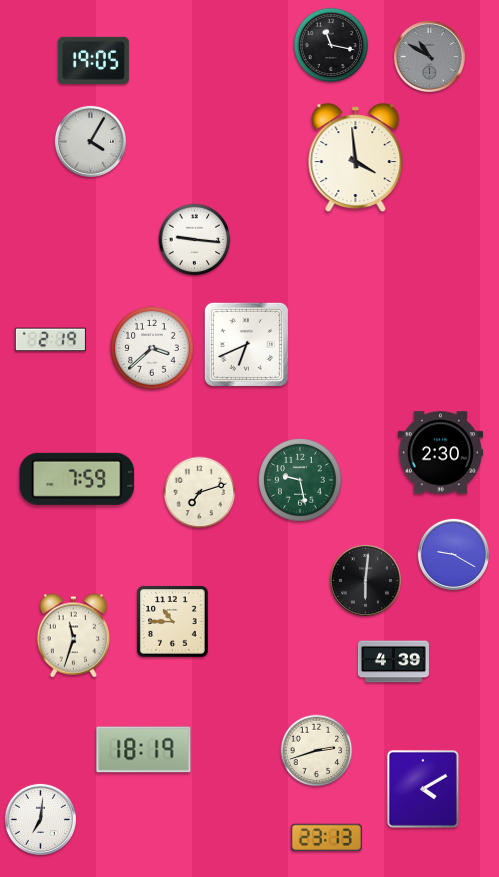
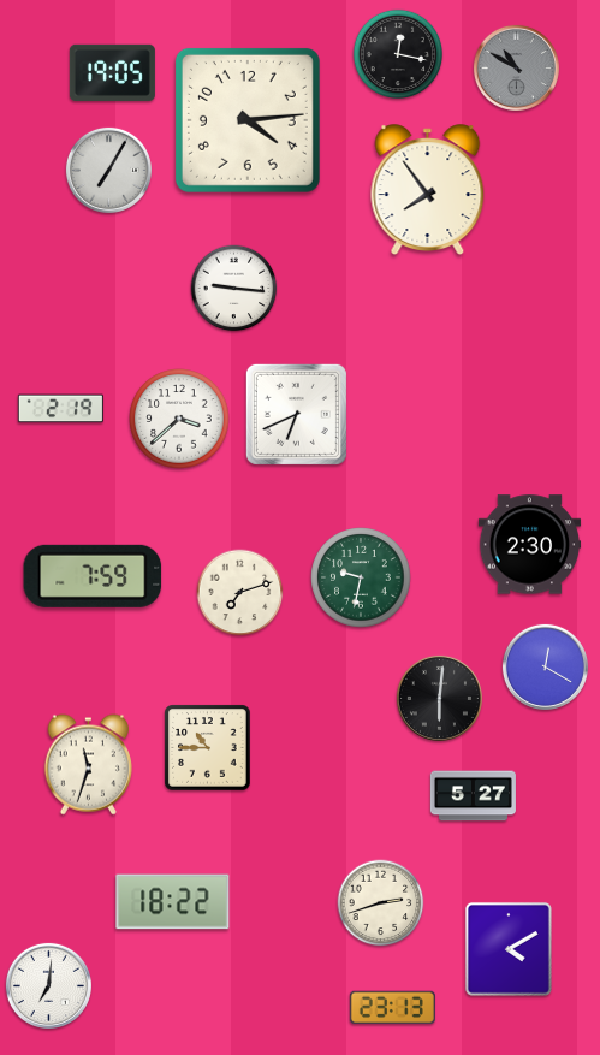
clock at (331, 45): 11:17 -> 12:17
clock at (248, 120): none -> 4:14
clock at (90, 141): 4:05 -> 7:05
clock at (356, 157): 3:59 -> 7:54
clock at (152, 348) position: (152, 348) -> (179, 419)
clock at (300, 480): 9:28 -> 9:32
clock at (453, 554): 9:20 -> 12:20
clock at (393, 662): 4:39 -> 5:27
clock at (144, 750): 18:19 -> 18:22
